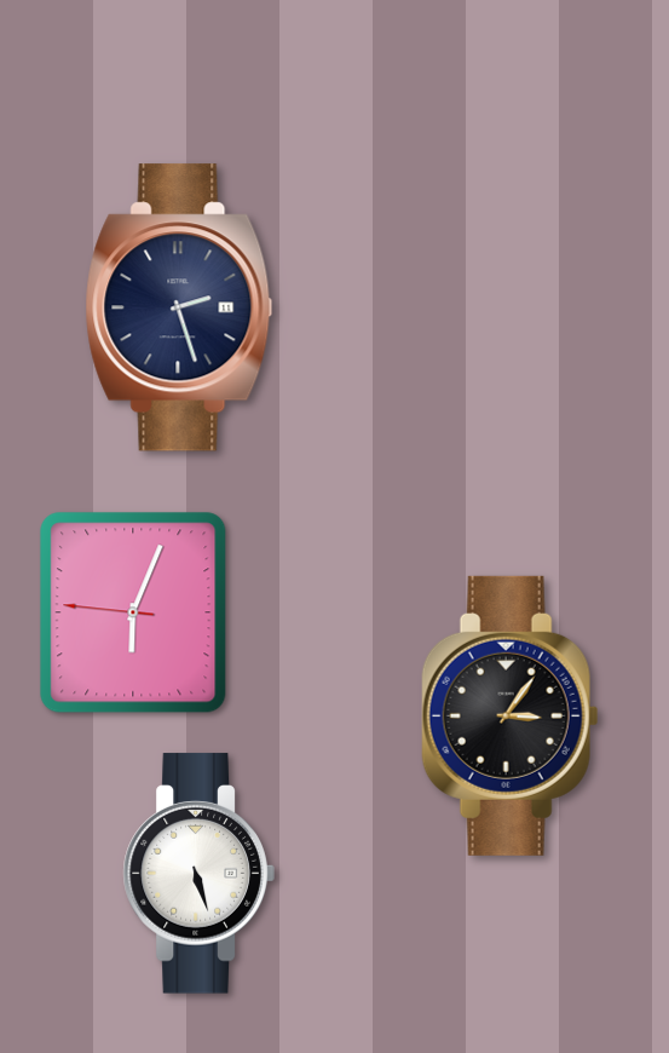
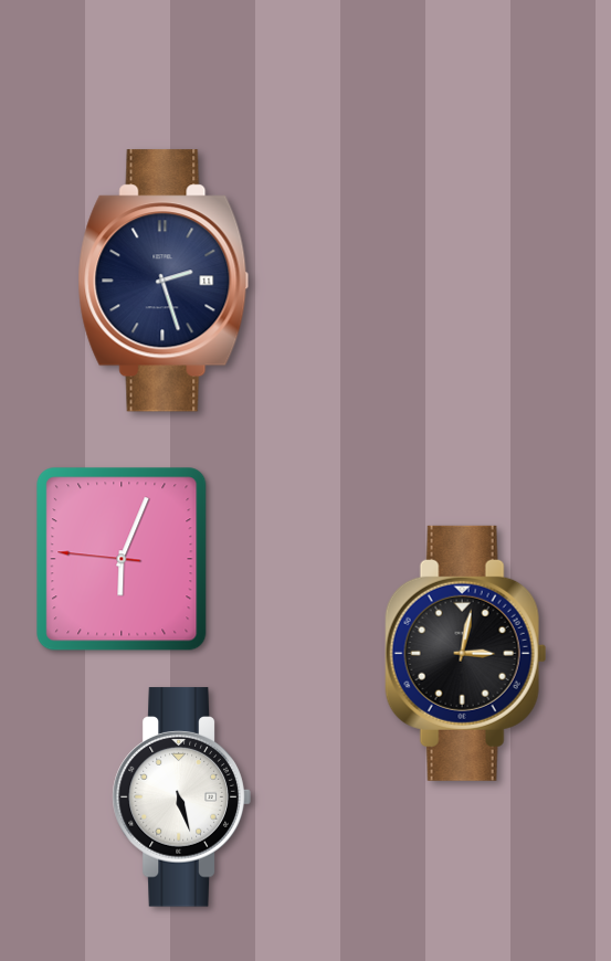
clock at (511, 715): 3:06 -> 3:02
